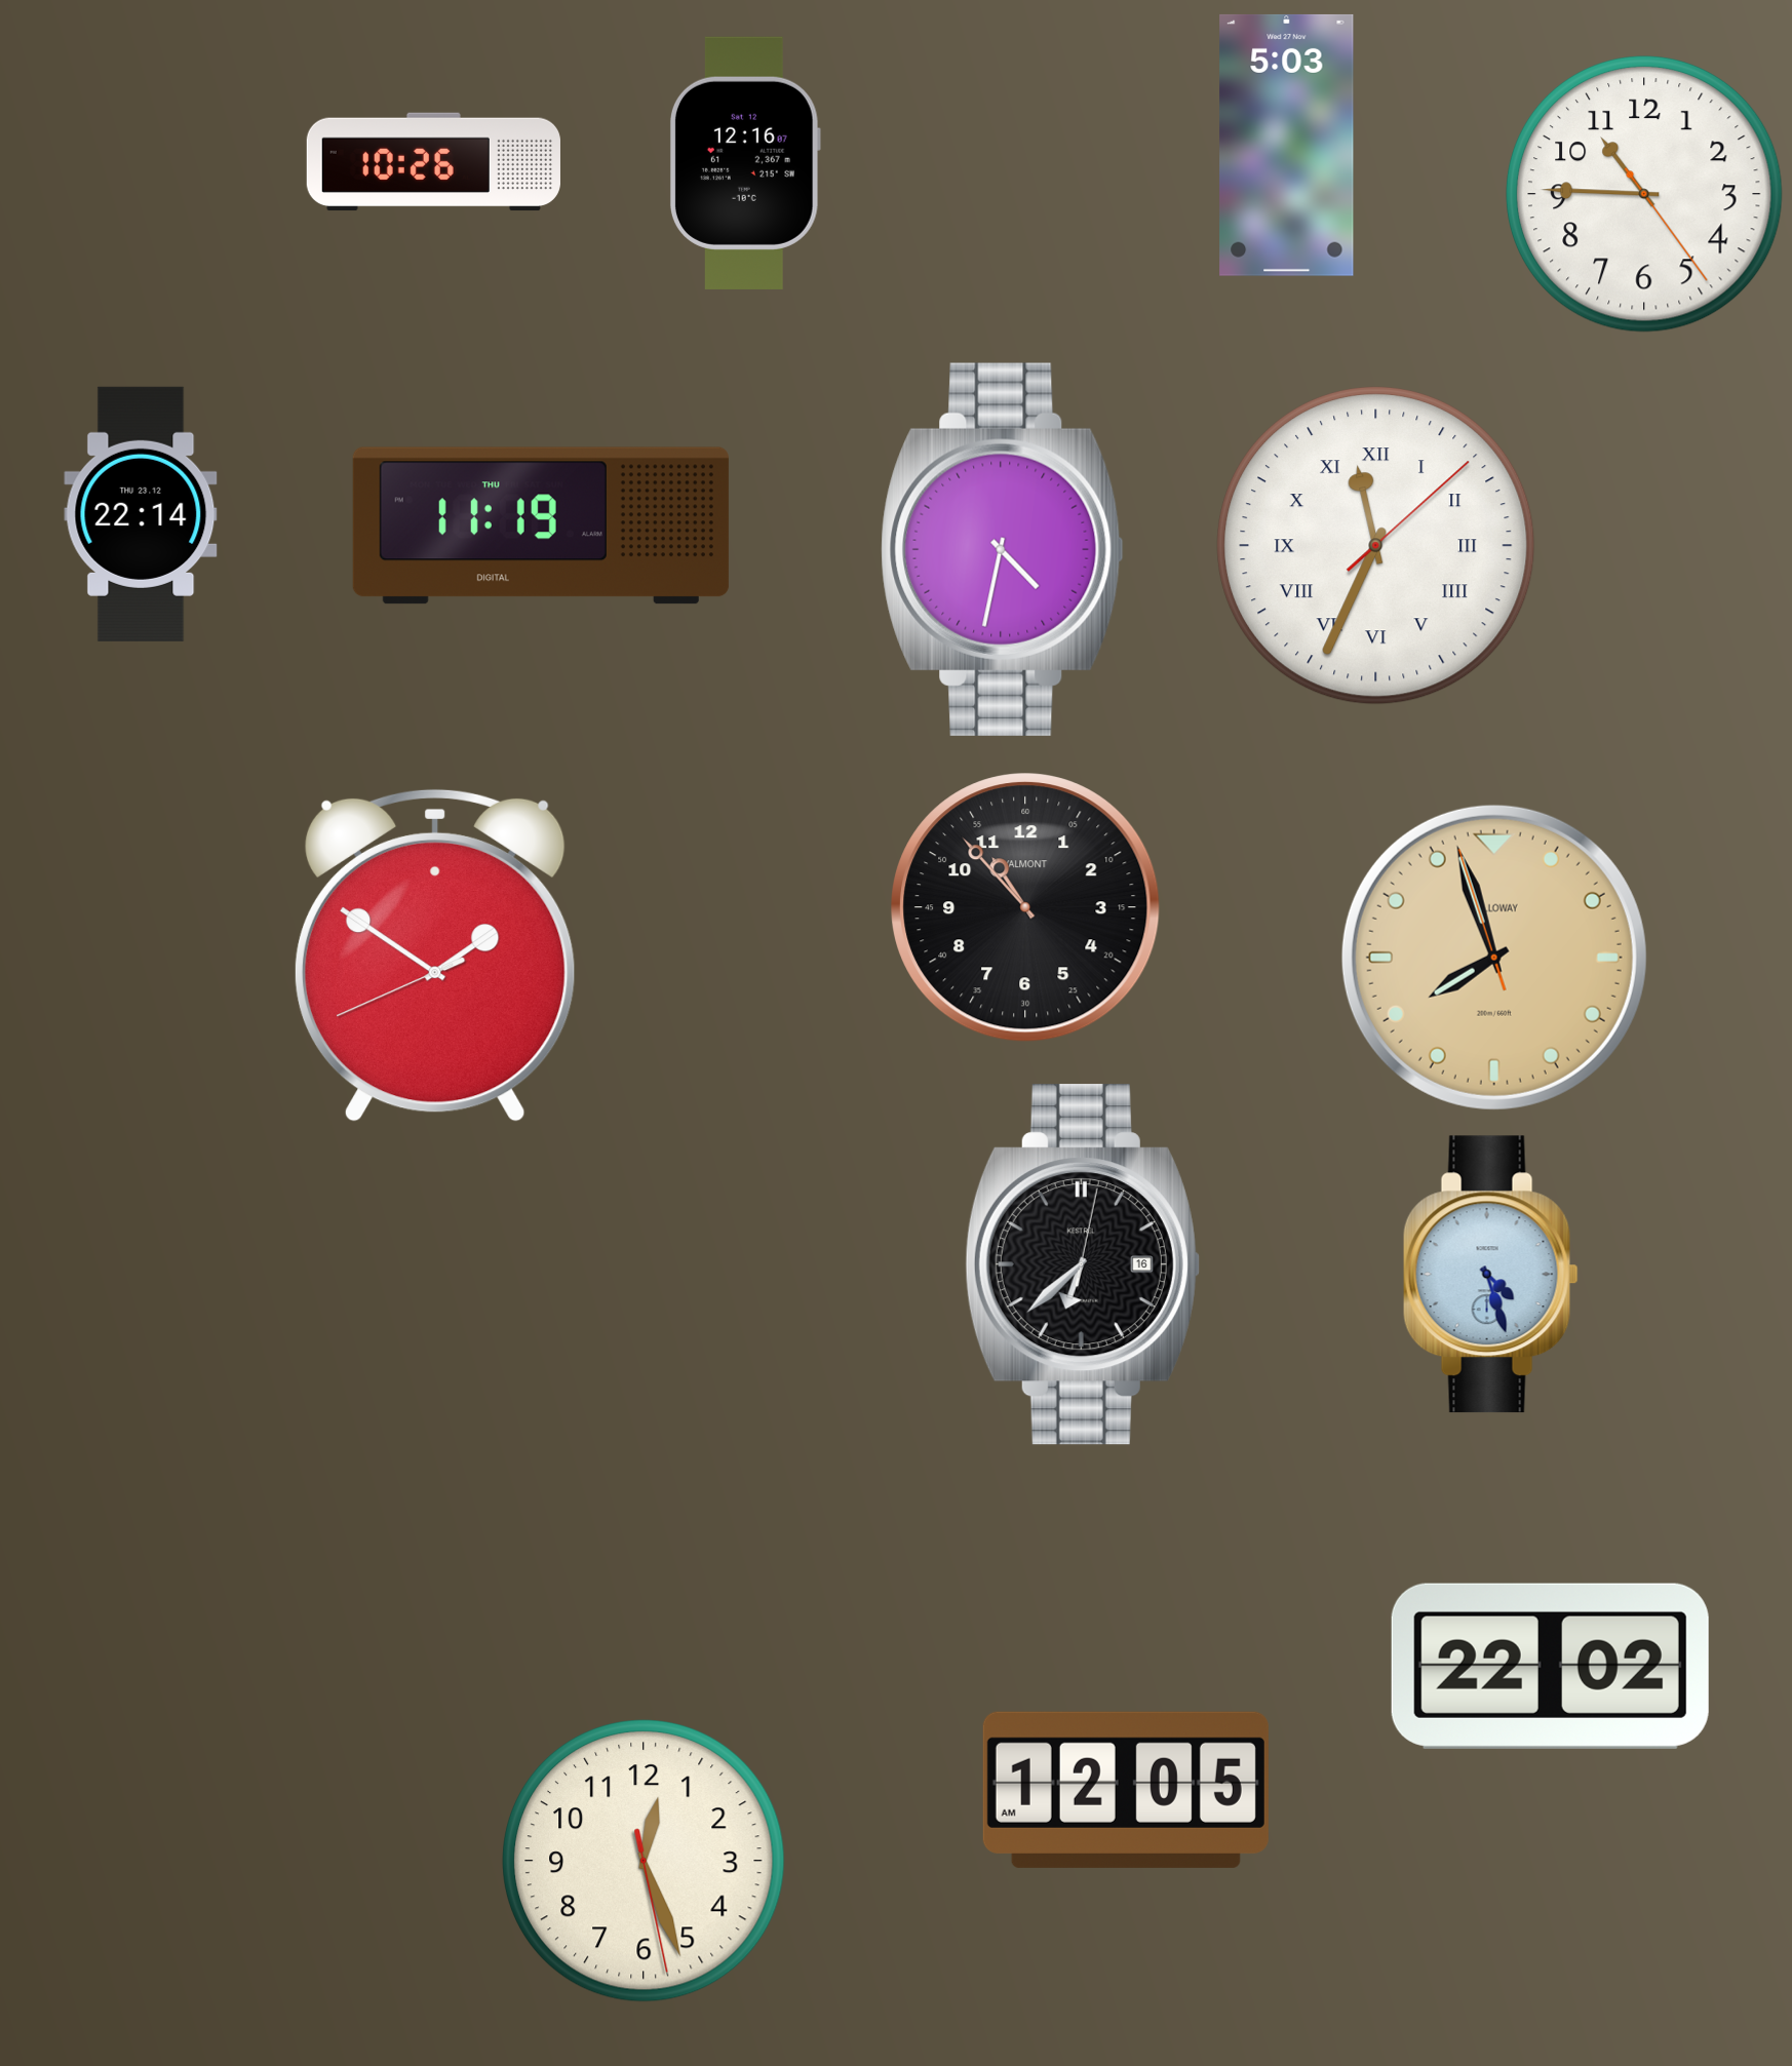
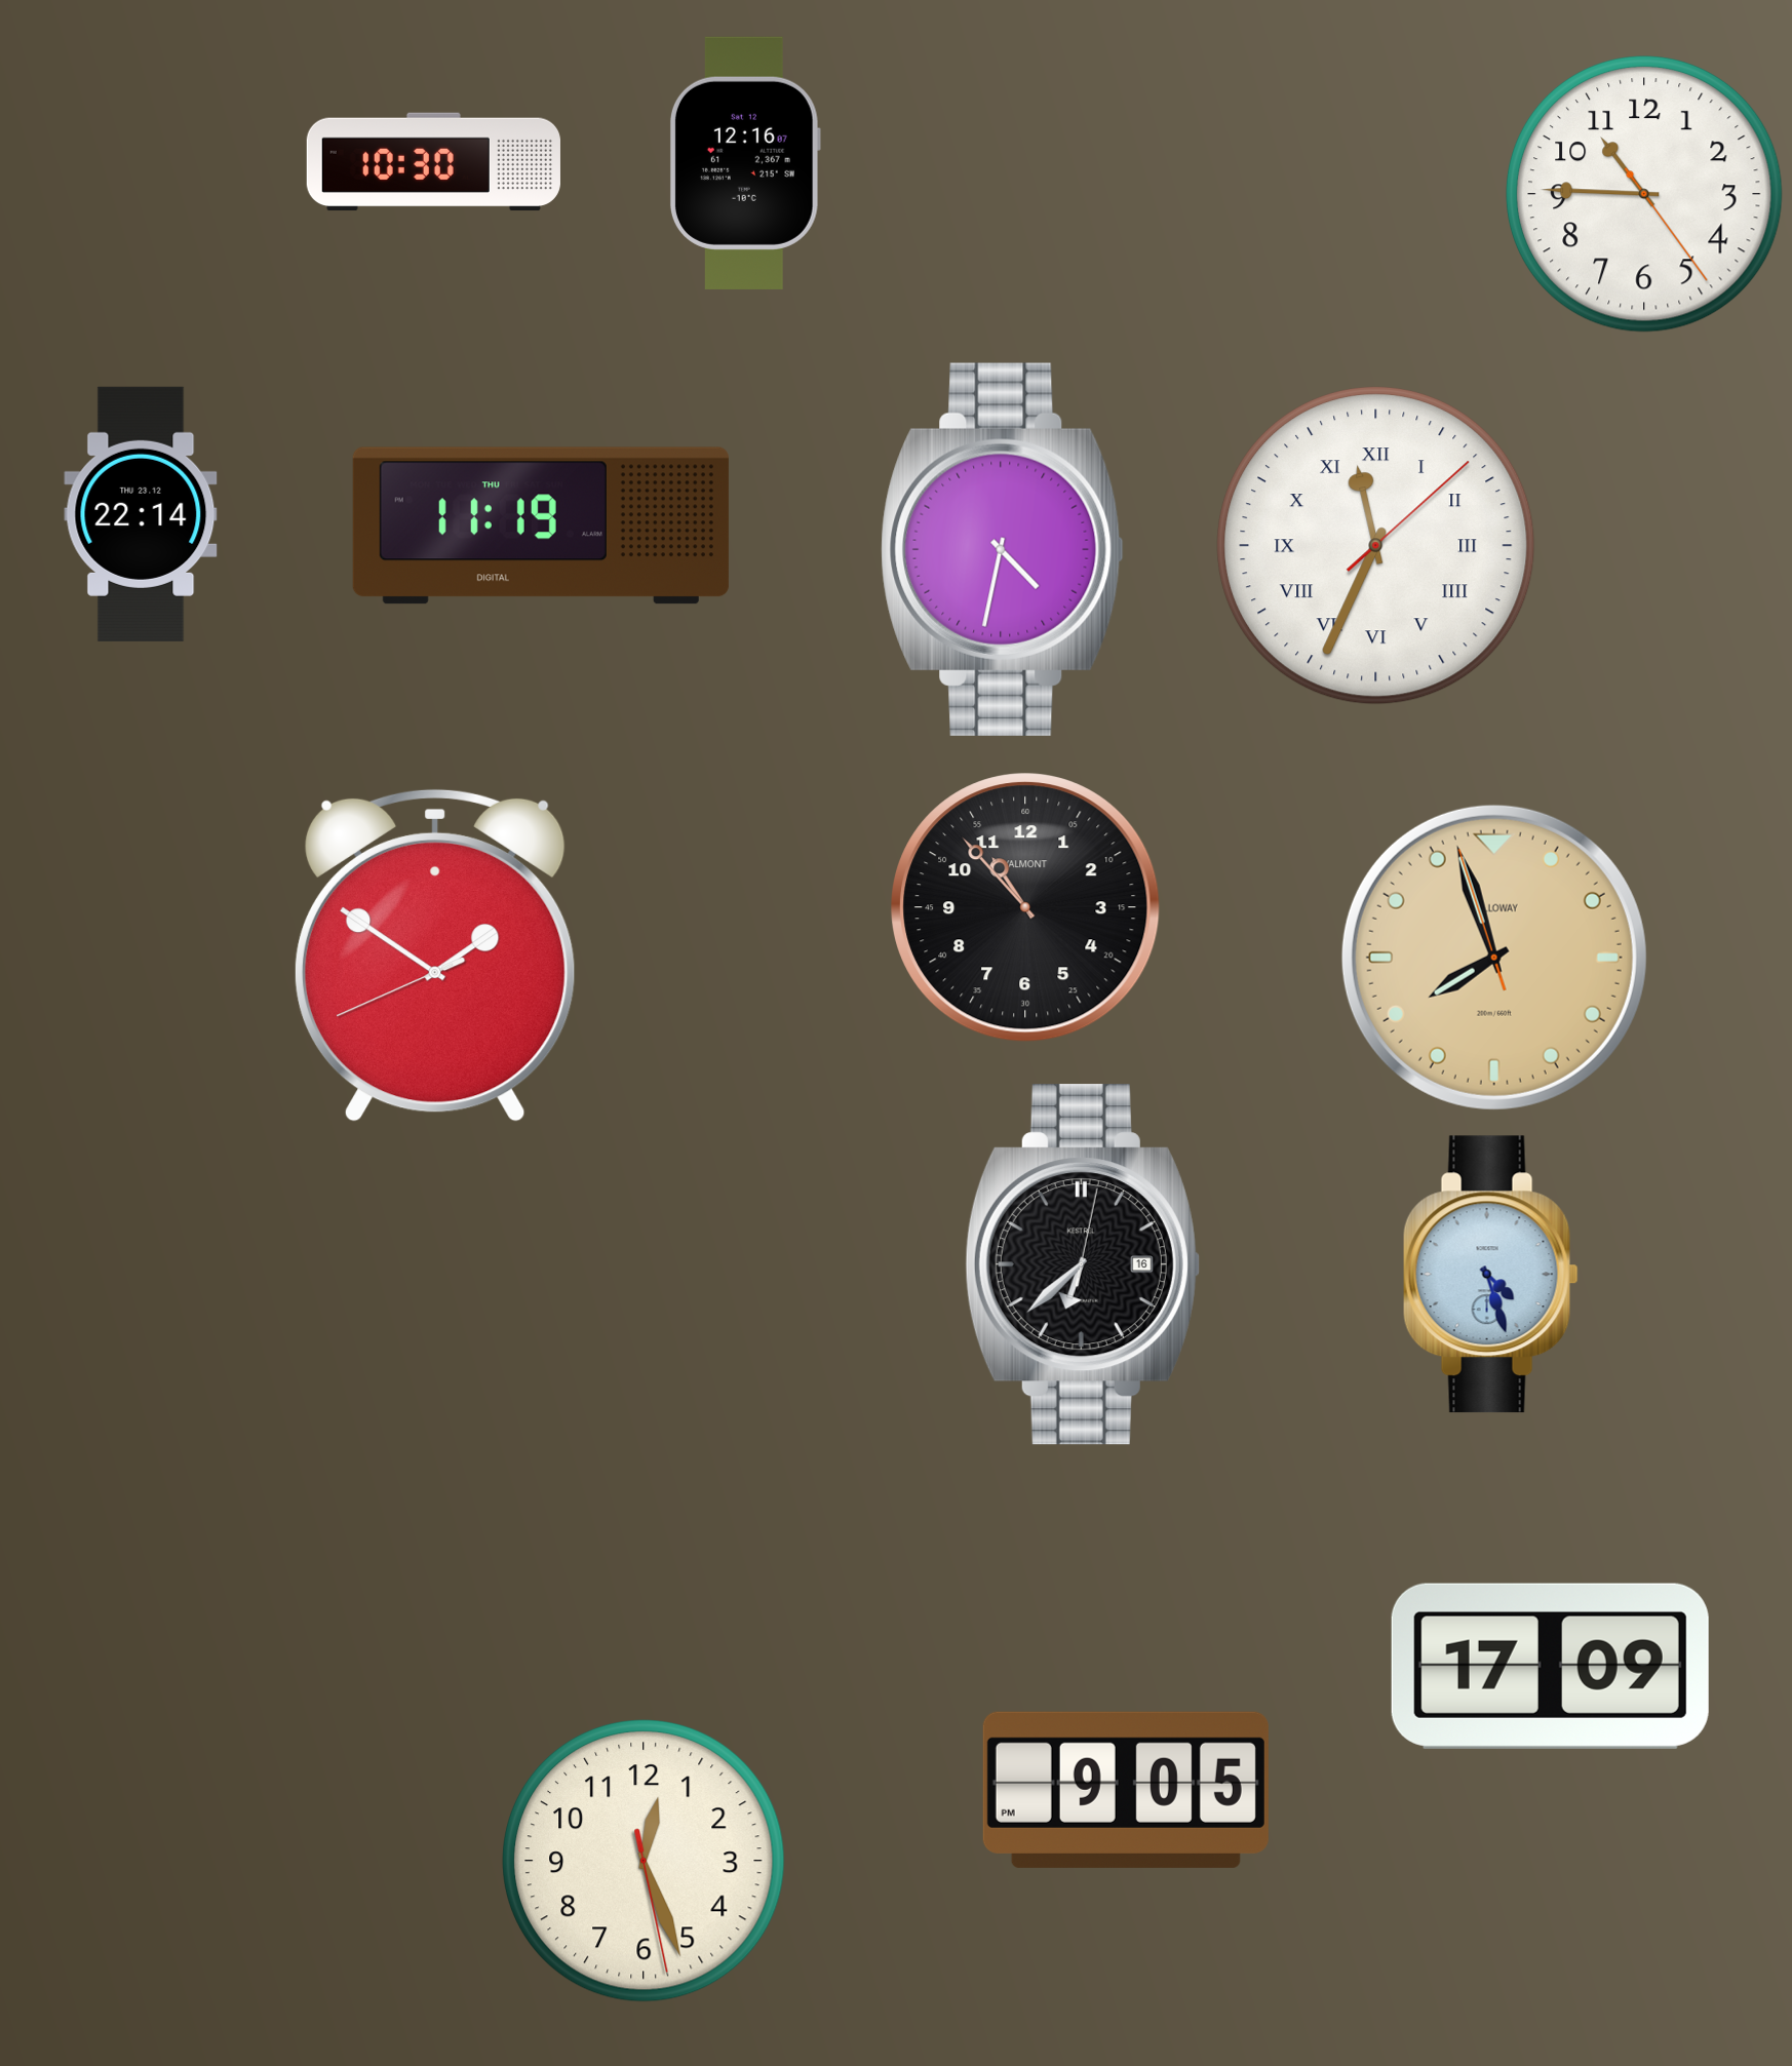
clock at (1287, 145): 5:03 -> none
clock at (433, 162): 10:26 -> 10:30
clock at (1550, 1666): 22:02 -> 17:09
clock at (1126, 1790): 12:05 -> 9:05
